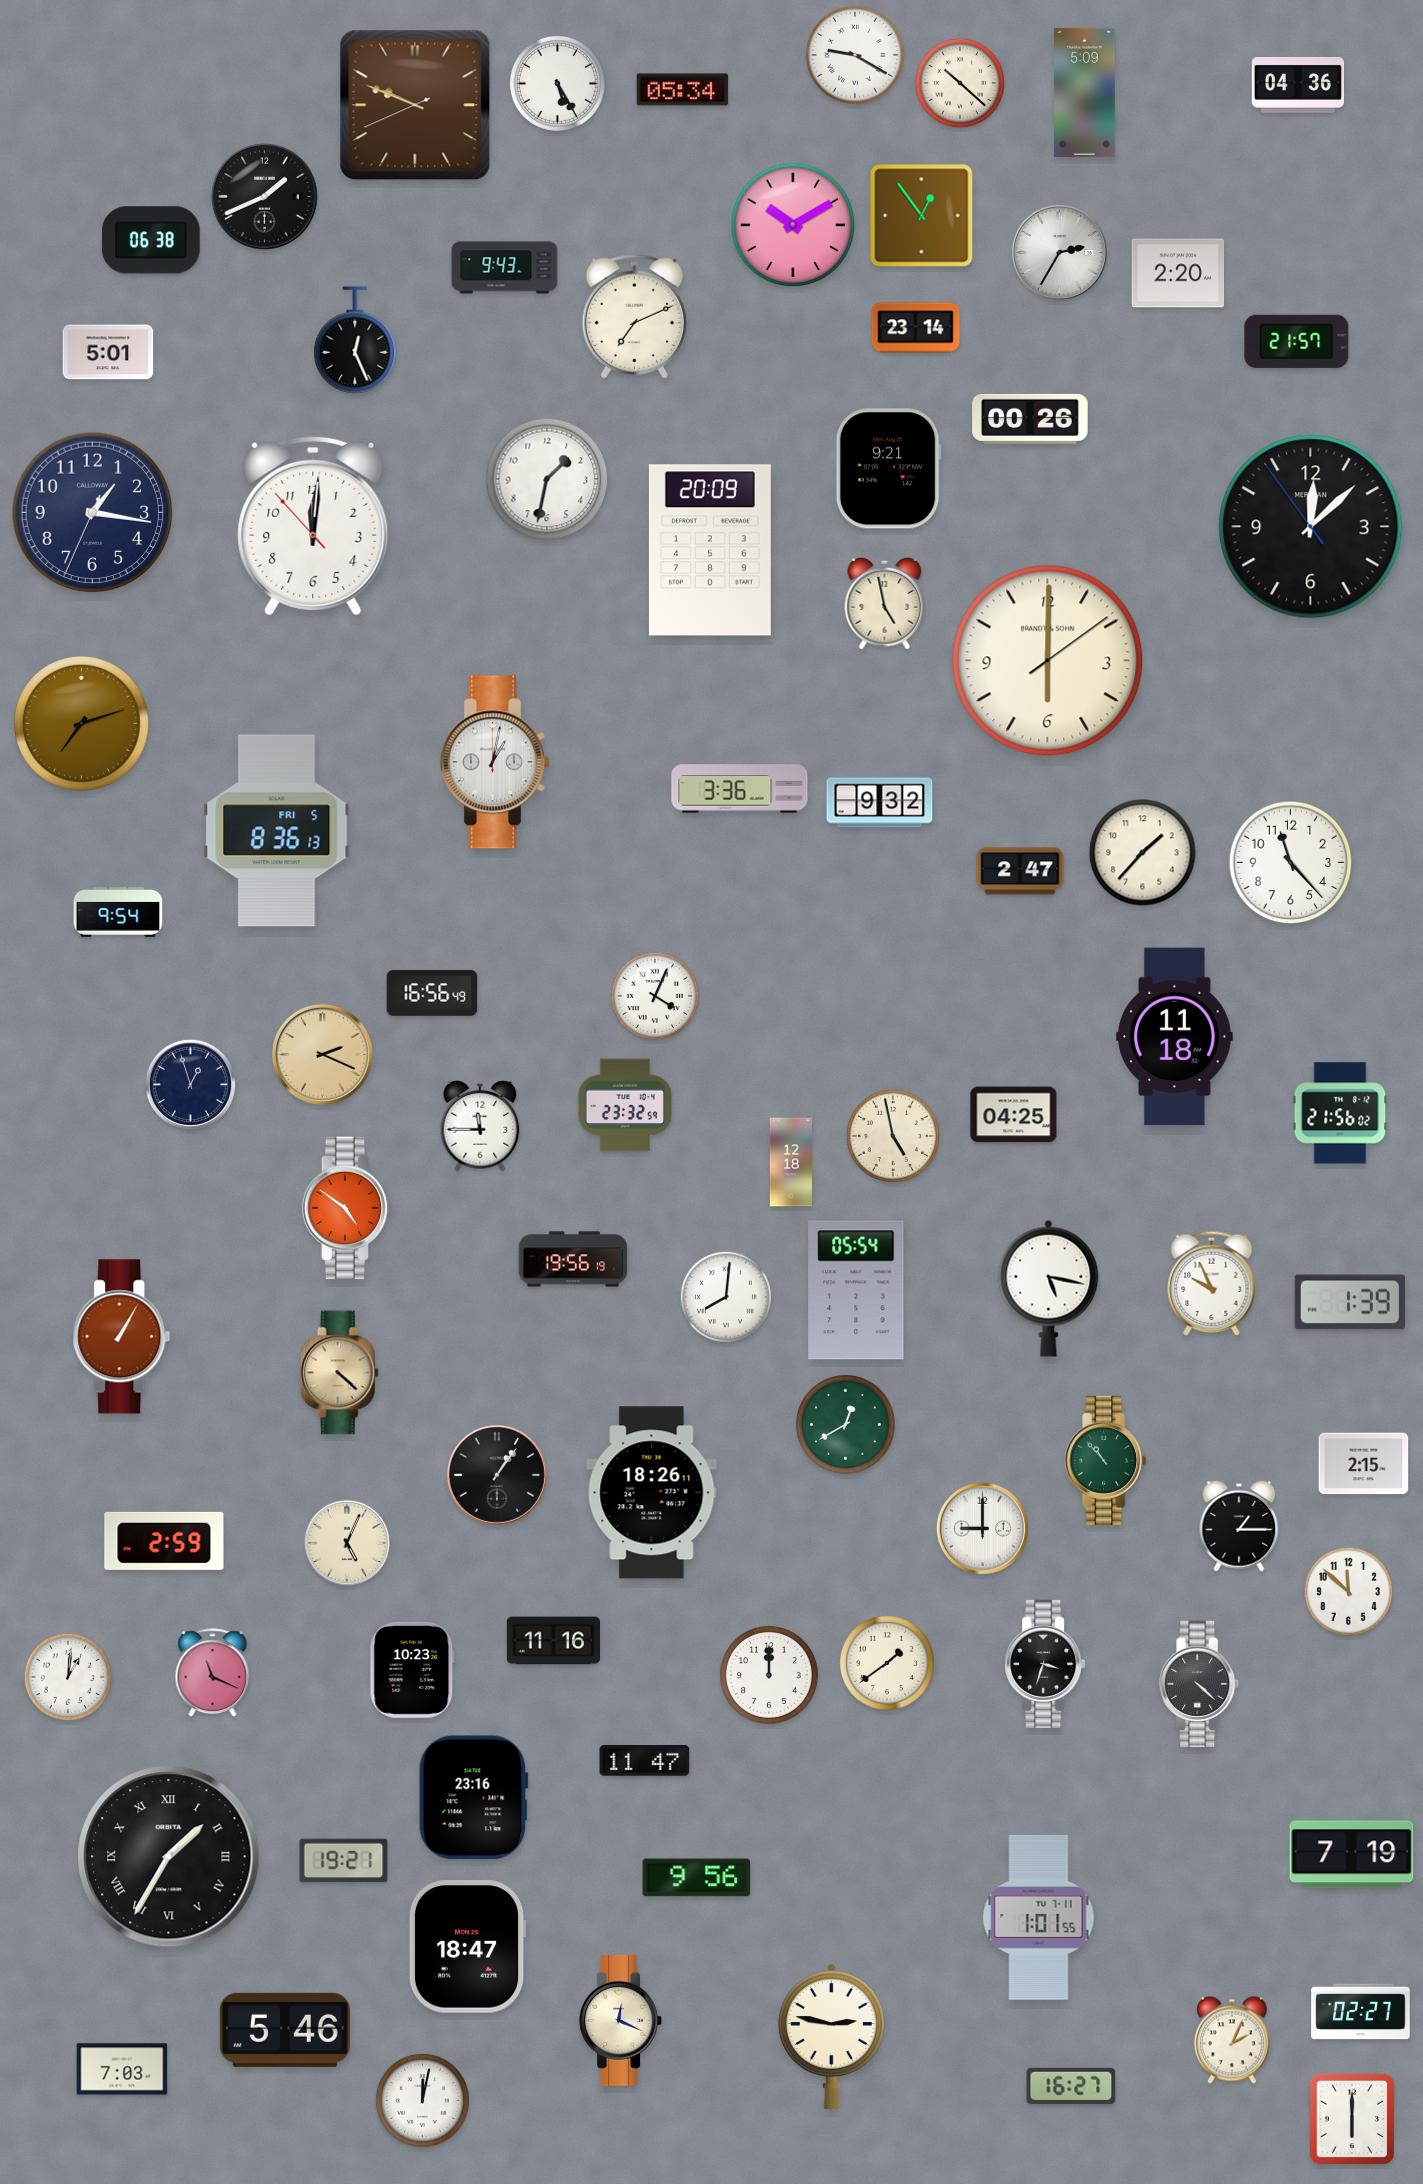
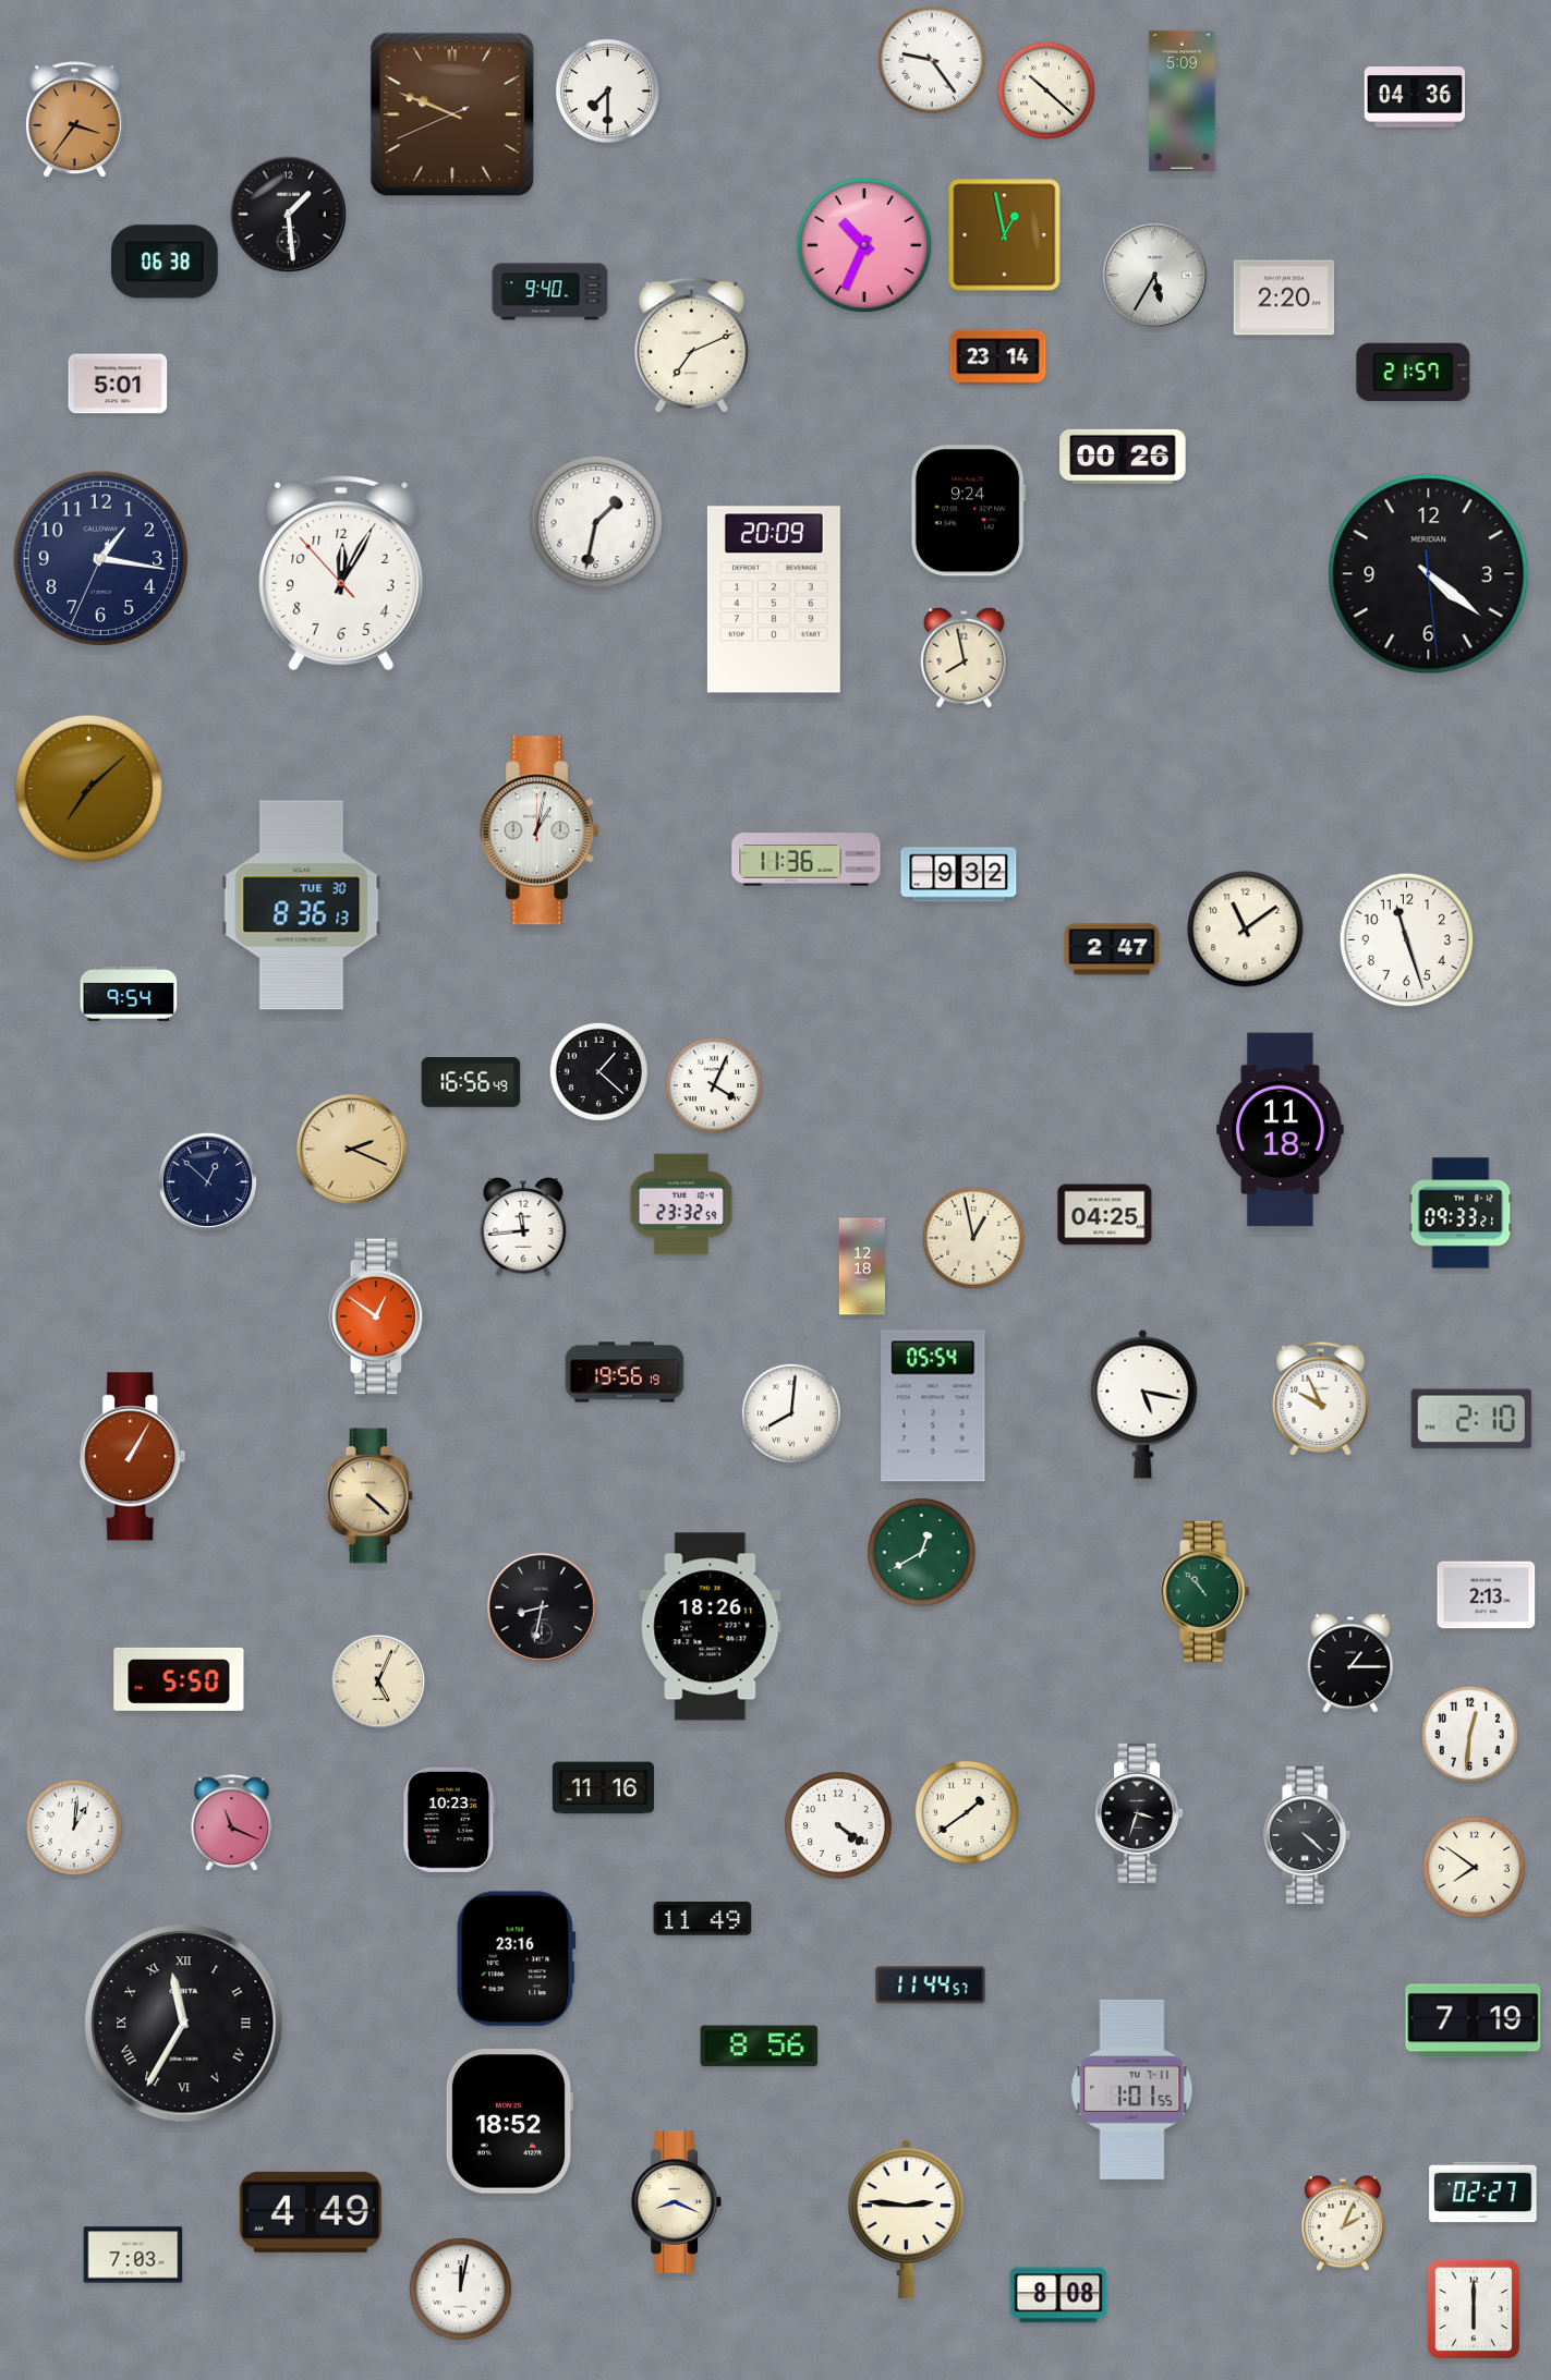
clock at (856, 56): 9:20 -> 9:24
clock at (557, 83): 5:25 -> 7:30
clock at (1298, 86) position: (1298, 86) -> (1415, 98)
clock at (683, 90): 05:34 -> none
clock at (74, 120): none -> 3:36
clock at (265, 197): 1:41 -> 1:29
clock at (922, 216): 12:54 -> 12:58
clock at (793, 225): 10:10 -> 10:34
clock at (1059, 252): 2:35 -> 5:35
clock at (505, 268): 9:43 -> 9:40
clock at (355, 340): 12:26 -> none
clock at (888, 469): 9:21 -> 9:24
clock at (313, 526): 12:00 -> 12:04
clock at (1311, 527): 12:07 -> 4:21
clock at (885, 603): 4:58 -> 7:58
clock at (1048, 661): 6:00 -> none
clock at (81, 723): 7:12 -> 7:08
clock at (740, 789): 3:36 -> 11:36
clock at (277, 831) date: FRI 5 -> TUE 30
clock at (1143, 853): 1:37 -> 11:09
clock at (1291, 863): 11:23 -> 11:27
clock at (598, 1071): none -> 1:22
clock at (190, 1084): 12:57 -> 12:52
clock at (1340, 1113): 21:56 -> 09:33
clock at (480, 1126): 11:45 -> 11:44
clock at (893, 1136): 4:58 -> 12:58
clock at (347, 1208): 4:51 -> 12:51
clock at (1350, 1302): 1:39 -> 2:10
clock at (1364, 1464): 2:15 -> 2:13
clock at (497, 1475): 1:06 -> 8:32
clock at (982, 1528): 9:00 -> none
clock at (164, 1541): 2:59 -> 5:50
clock at (1349, 1592): 11:52 -> 12:31
clock at (770, 1676): 12:00 -> 4:21
clock at (1474, 1867): none -> 7:51
clock at (645, 1761): 11:47 -> 11:49
clock at (931, 1986): none -> 11:44
clock at (169, 1857): 1:35 -> 11:35
clock at (344, 1861): 19:21 -> none
clock at (697, 1878): 9:56 -> 8:56
clock at (467, 1947): 18:47 -> 18:52
clock at (621, 2020): 12:19 -> 8:19
clock at (285, 2030): 5:46 -> 4:49
clock at (831, 2036): 2:47 -> 2:46
clock at (1071, 2086): 16:27 -> none
clock at (1058, 2295): none -> 8:08
